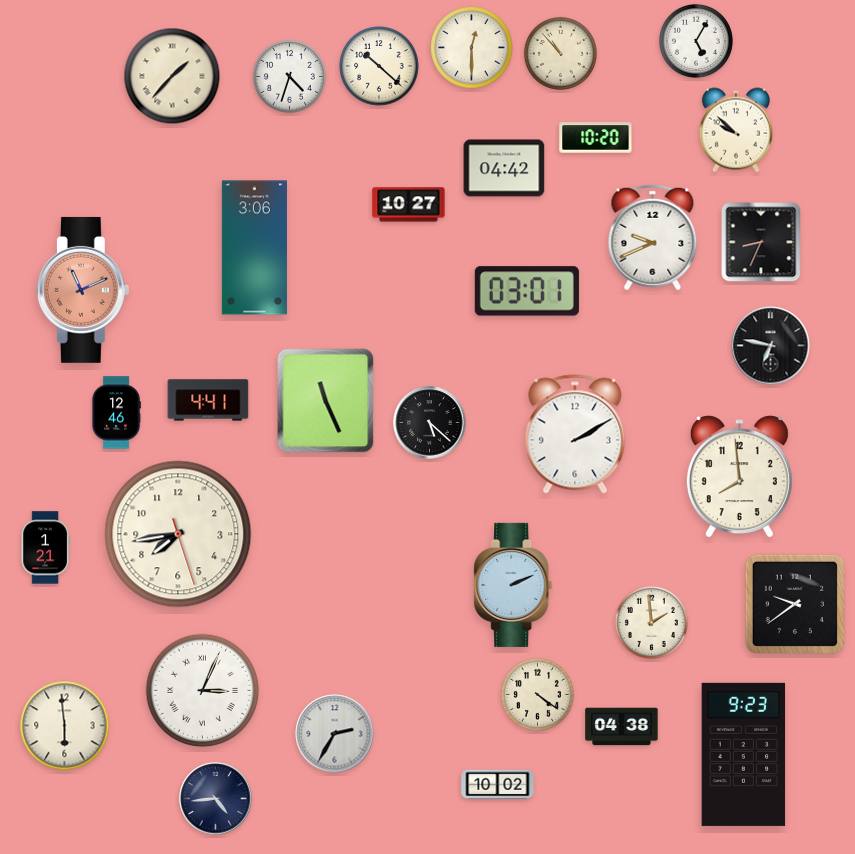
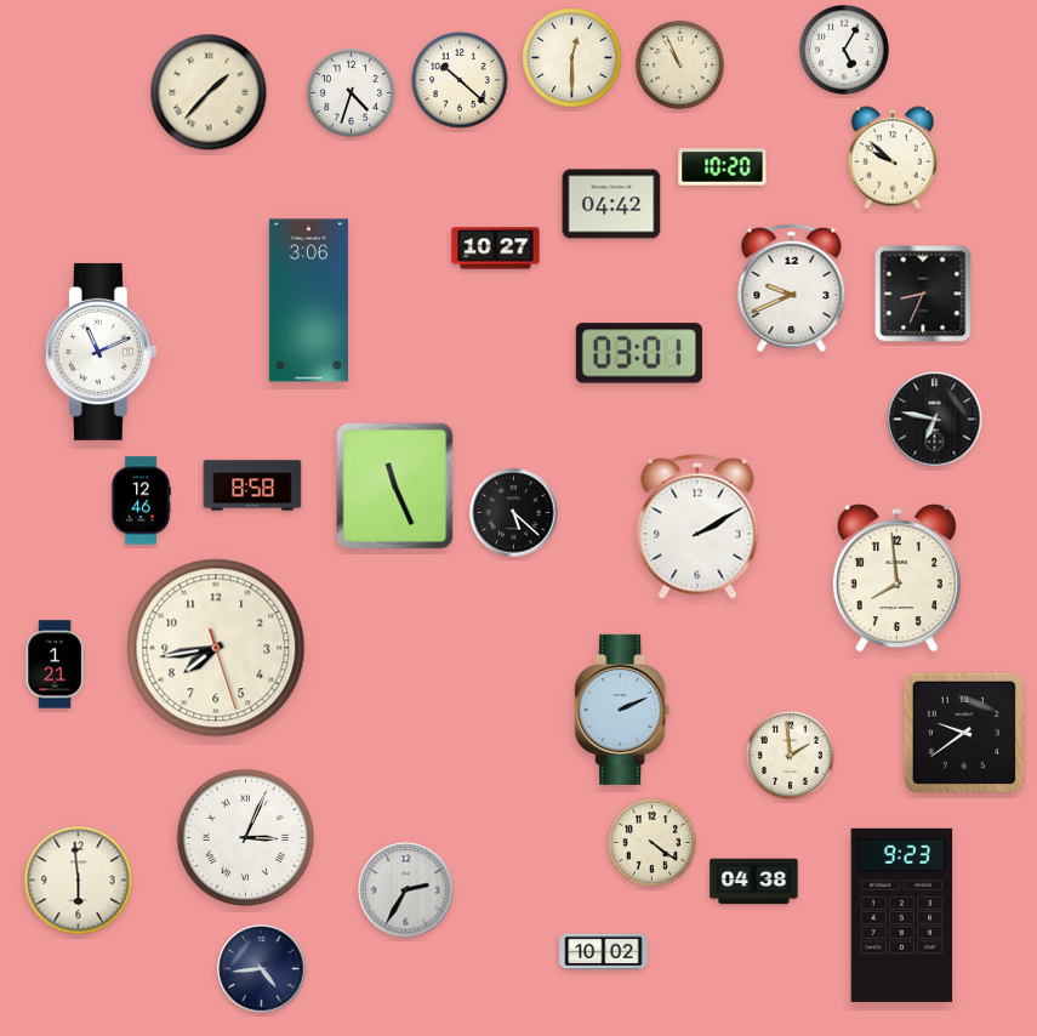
clock at (560, 53): 10:53 -> 10:56
clock at (83, 290) dial: salmon -> white
clock at (208, 400): 4:41 -> 8:58
clock at (430, 423) position: (430, 423) -> (514, 513)
